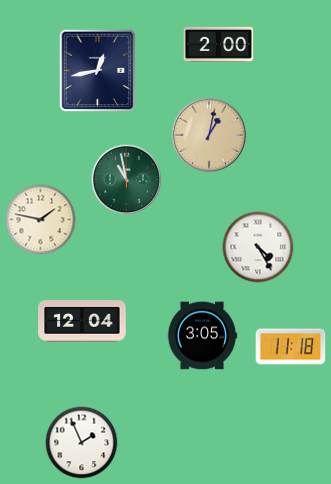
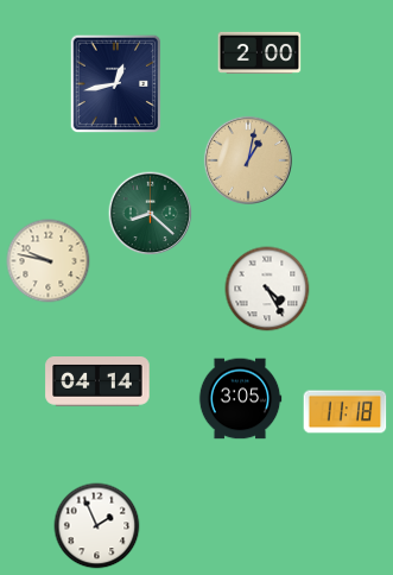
clock at (127, 180): 10:58 -> 8:22
clock at (41, 220): 1:47 -> 9:47
clock at (258, 247) position: (258, 247) -> (267, 289)
clock at (82, 322): 12:04 -> 04:14
